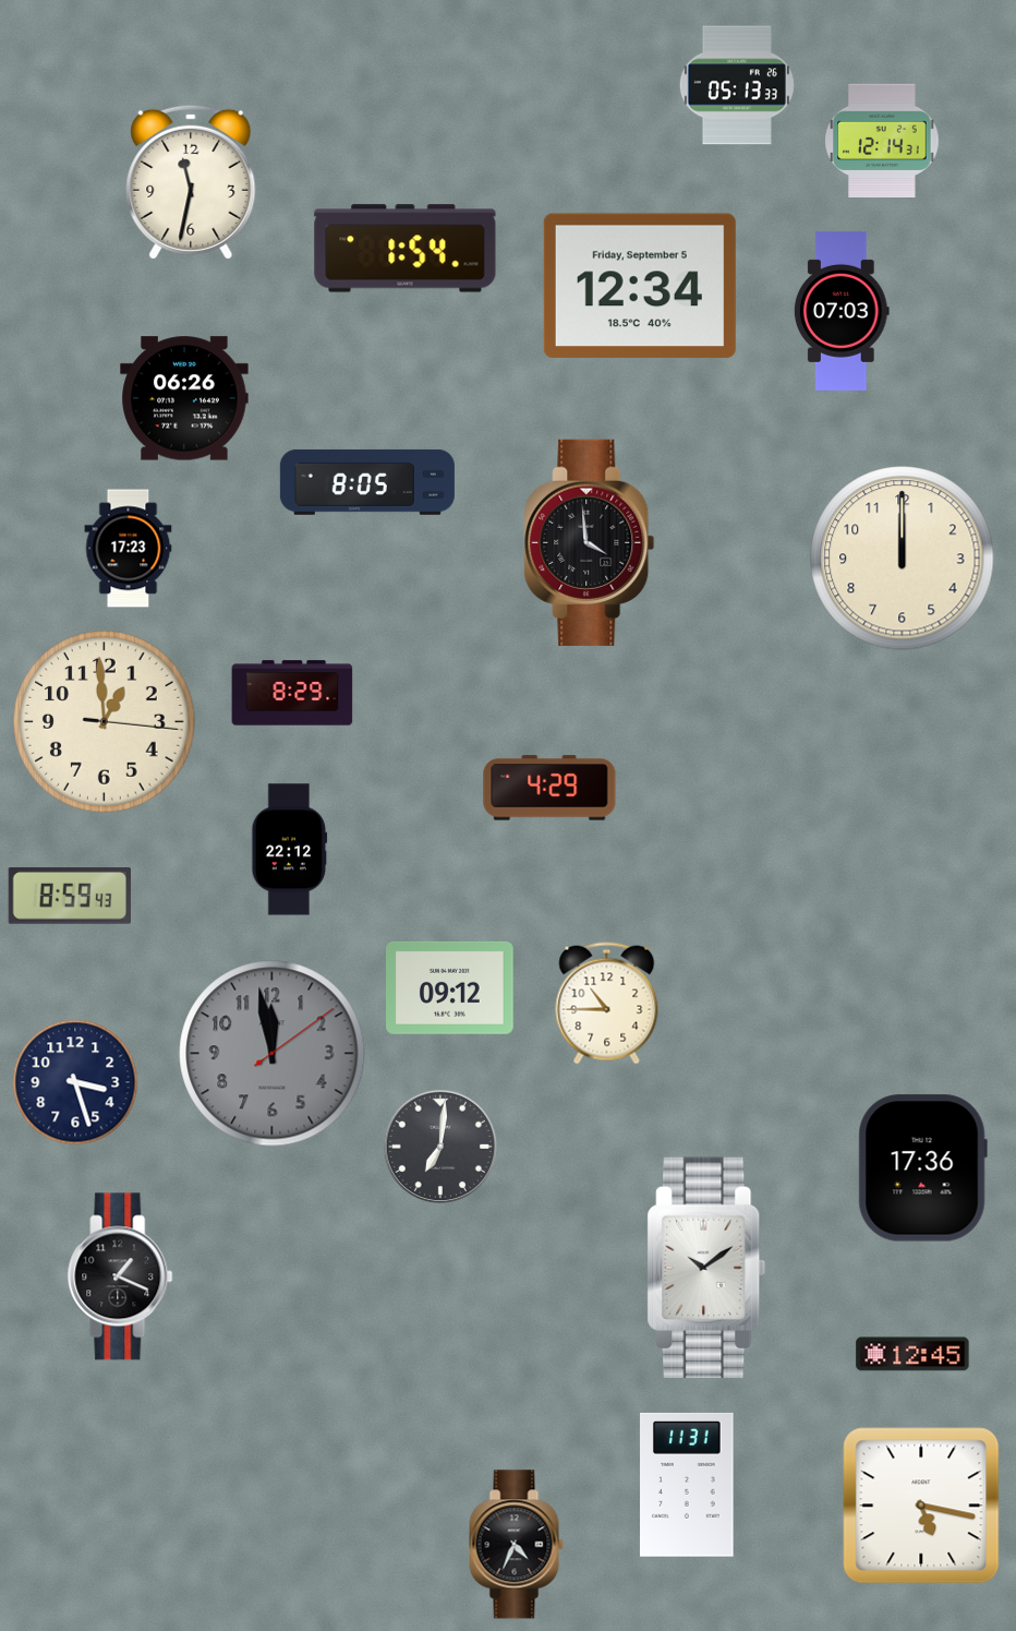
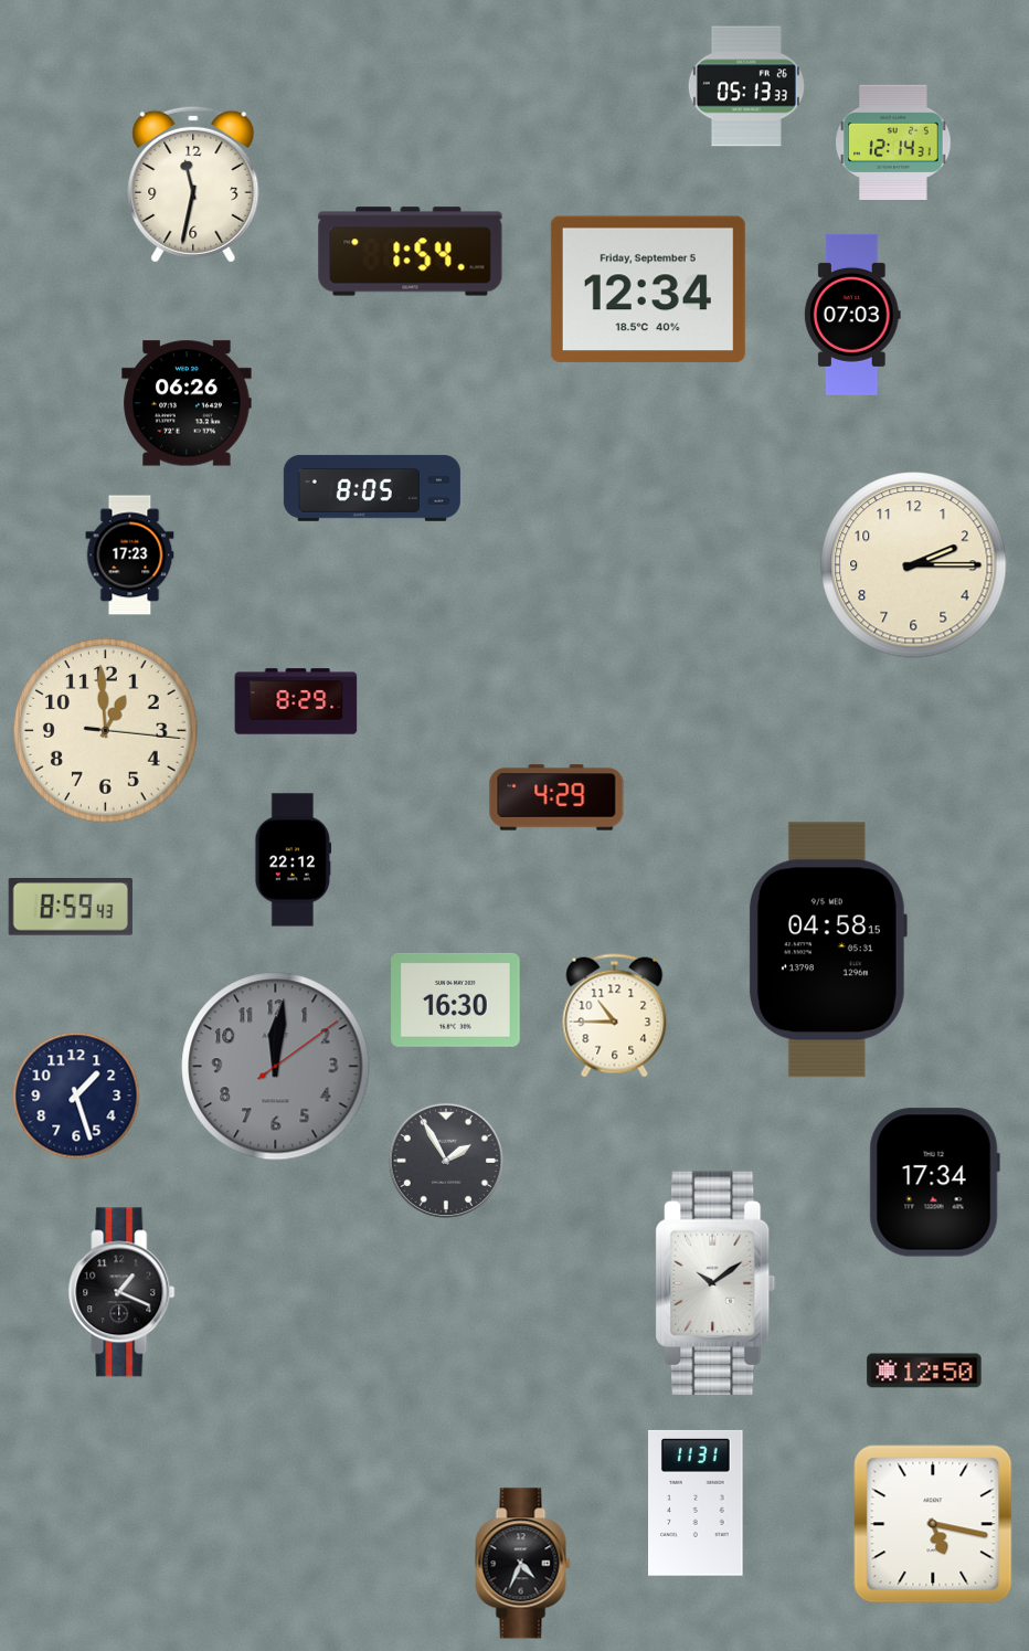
clock at (590, 542): 3:59 -> none
clock at (903, 559): 12:00 -> 2:15
clock at (827, 950): none -> 04:58
clock at (450, 987): 09:12 -> 16:30
clock at (273, 1054): 11:58 -> 12:01
clock at (75, 1082): 3:27 -> 1:27
clock at (439, 1146): 7:01 -> 1:55
clock at (922, 1168): 17:36 -> 17:34
clock at (912, 1354): 12:45 -> 12:50
